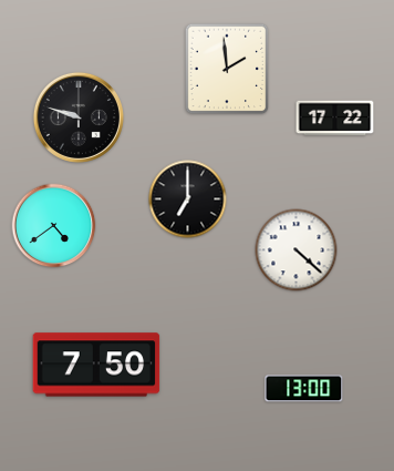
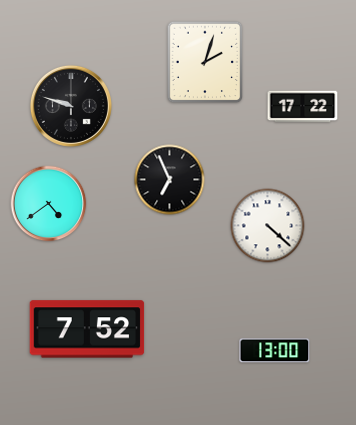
clock at (227, 69): 1:59 -> 2:03
clock at (188, 199): 7:00 -> 6:56
clock at (96, 365): 7:50 -> 7:52
